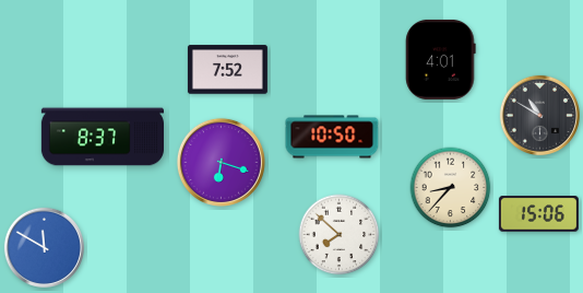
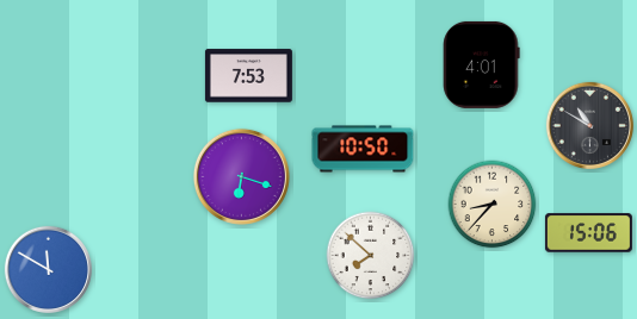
clock at (227, 70): 7:52 -> 7:53
clock at (102, 137): 8:37 -> none
